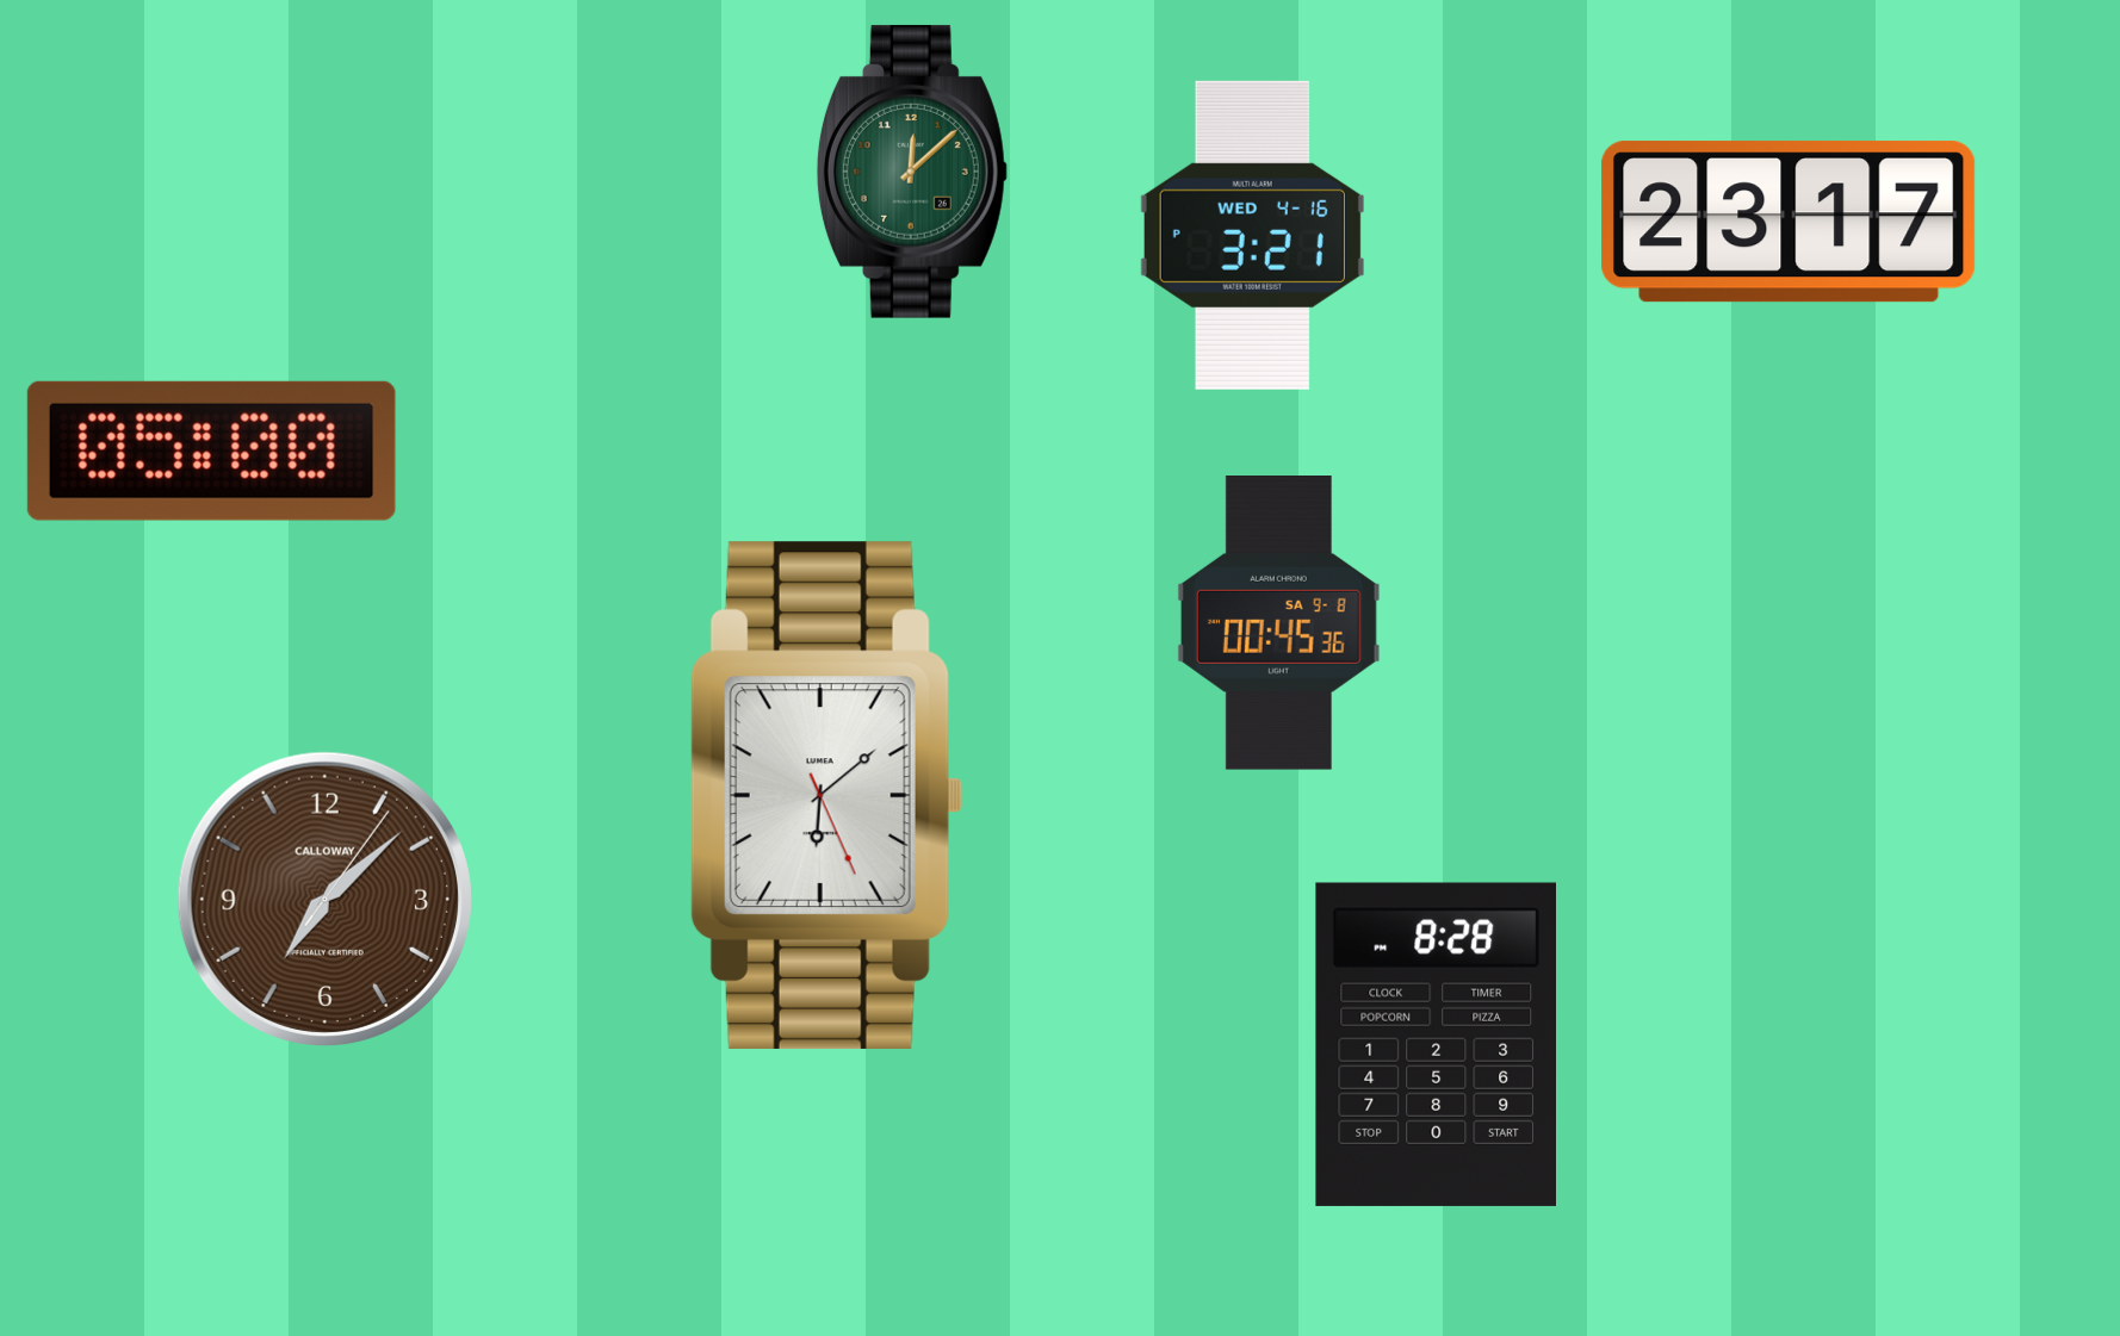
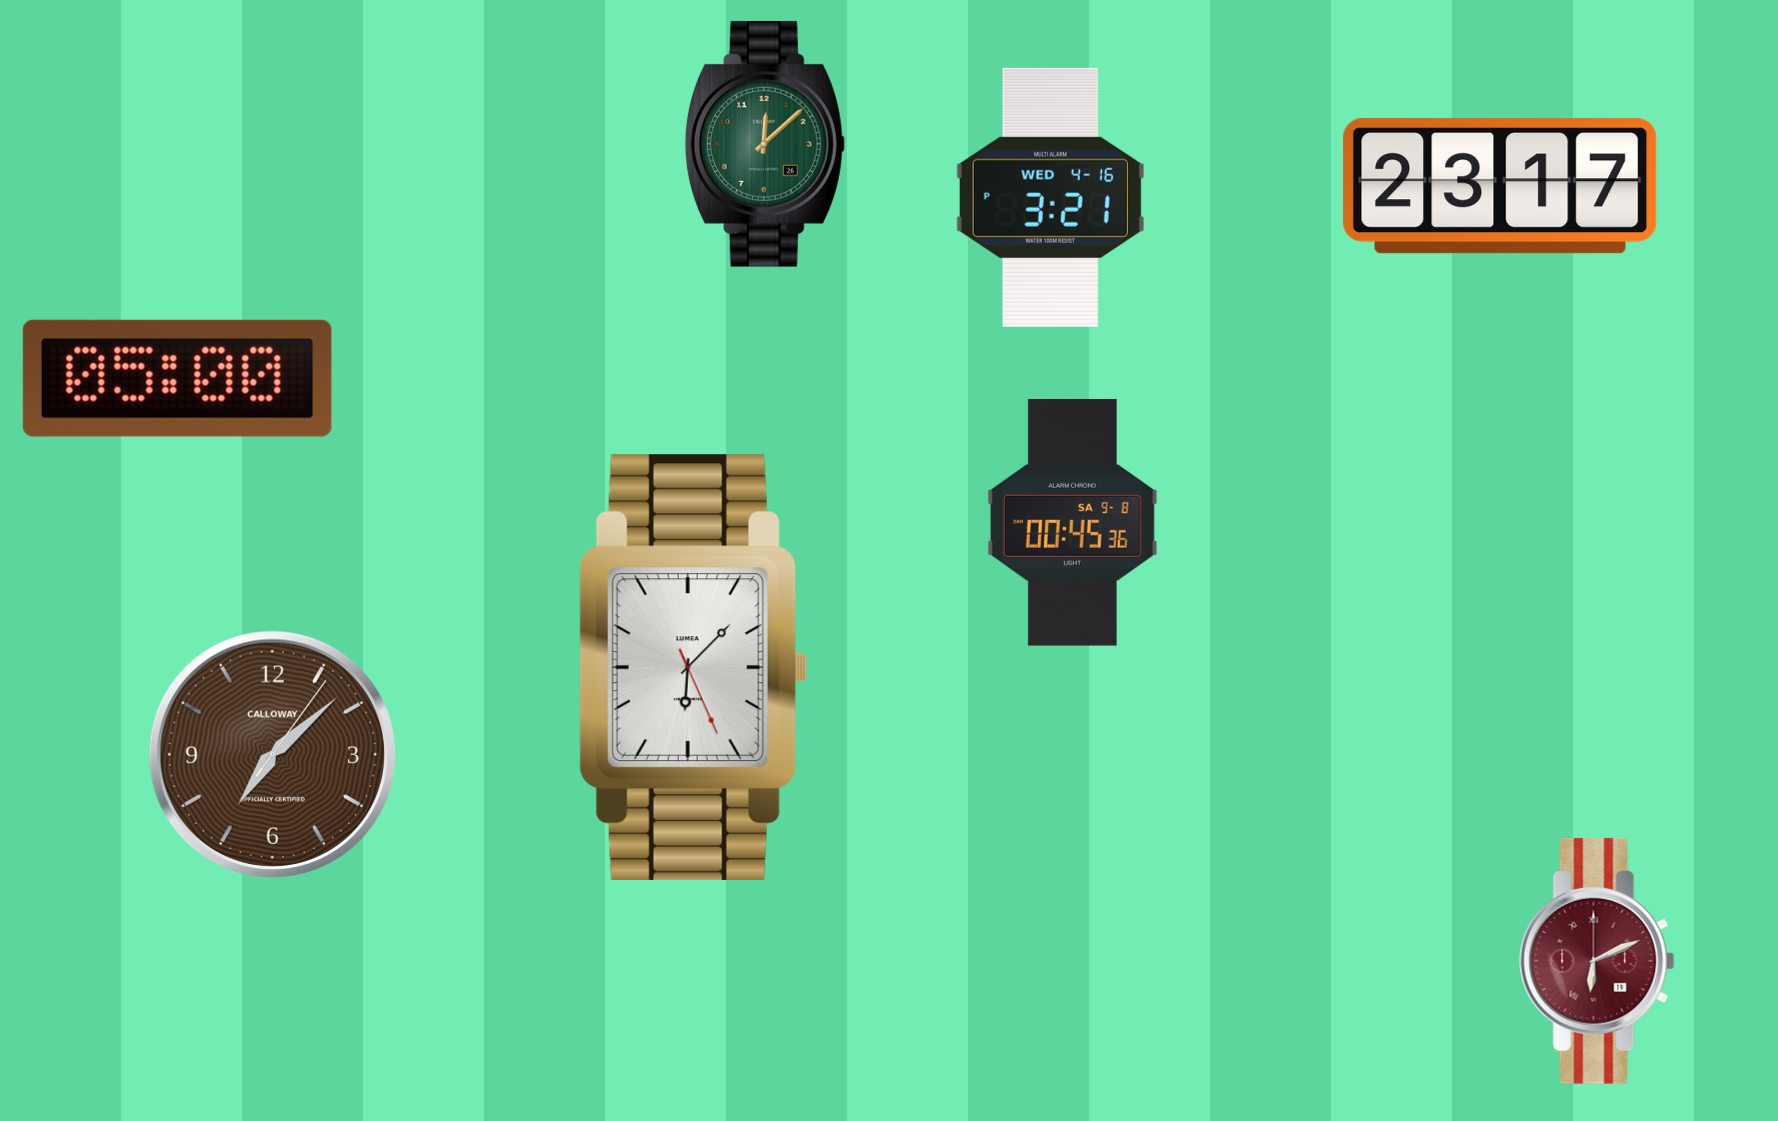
clock at (826, 795): 6:08 -> 6:07
clock at (1436, 1044): 8:28 -> none
clock at (1597, 961): none -> 6:11
